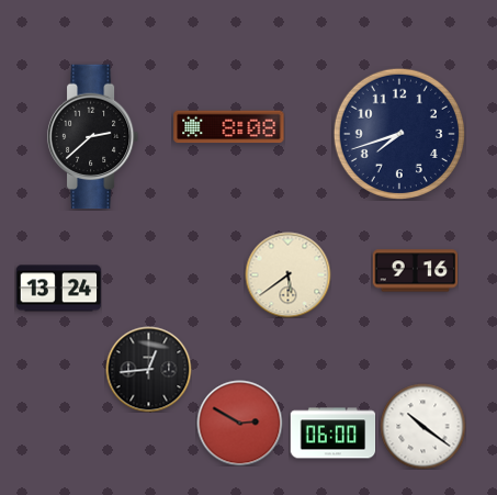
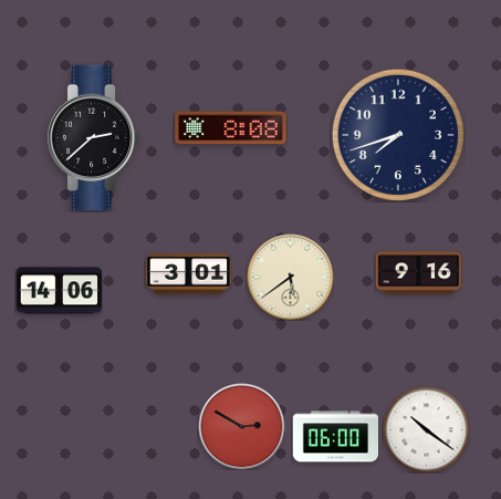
clock at (399, 134) position: (399, 134) -> (398, 135)
clock at (188, 274): none -> 3:01
clock at (58, 289): 13:24 -> 14:06
clock at (148, 369): 12:44 -> none
